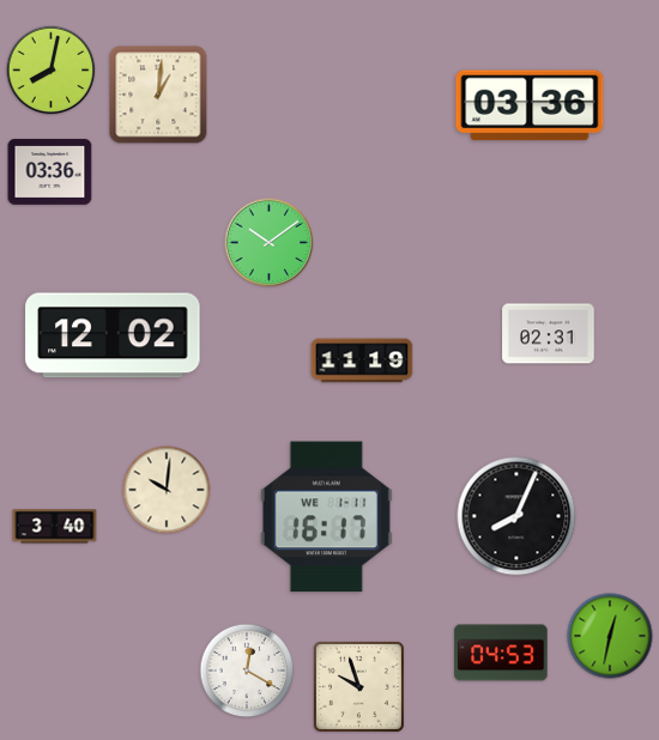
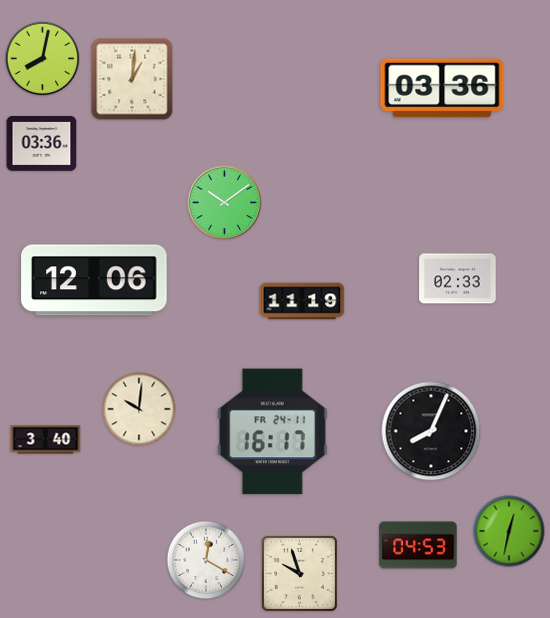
clock at (549, 334): 02:31 -> 02:33
clock at (113, 335): 12:02 -> 12:06
clock at (326, 517) date: WE 1-11 -> FR 24-11
